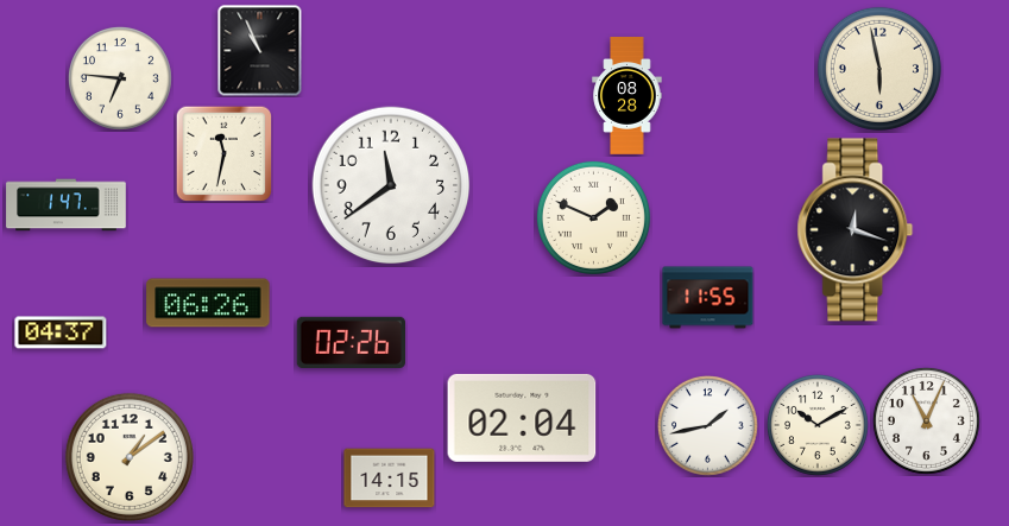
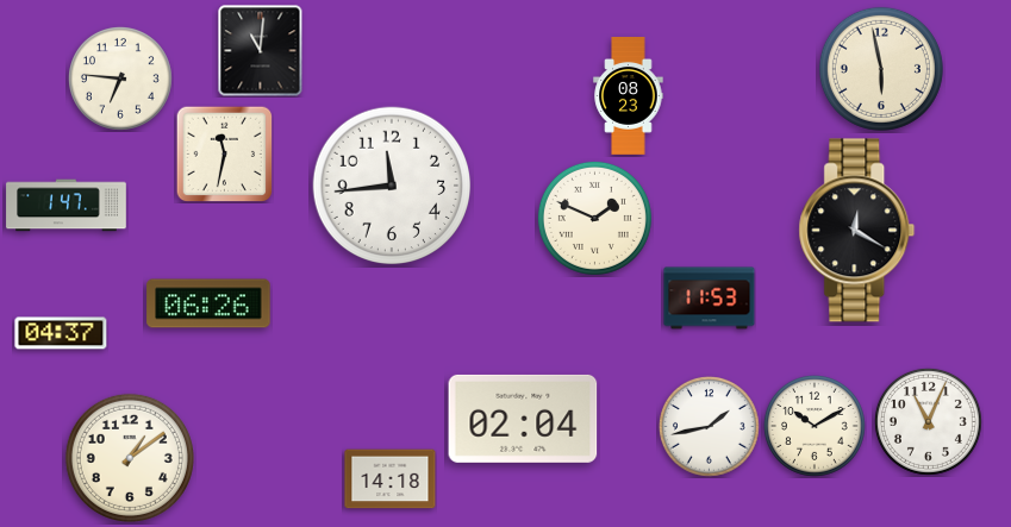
clock at (260, 51): 10:56 -> 11:01
clock at (628, 96): 08:28 -> 08:23
clock at (391, 185): 11:39 -> 11:44
clock at (856, 230): 12:18 -> 12:20
clock at (708, 298): 11:55 -> 11:53
clock at (351, 342): 02:26 -> none
clock at (818, 425) position: (818, 425) -> (815, 426)
clock at (390, 479): 14:15 -> 14:18
